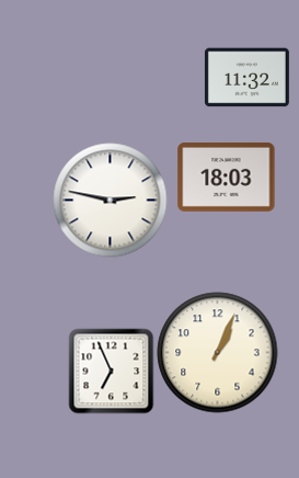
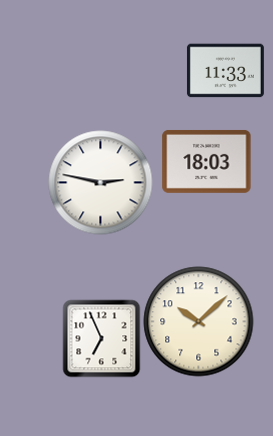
clock at (246, 78): 11:32 -> 11:33
clock at (218, 353): 1:04 -> 10:08
